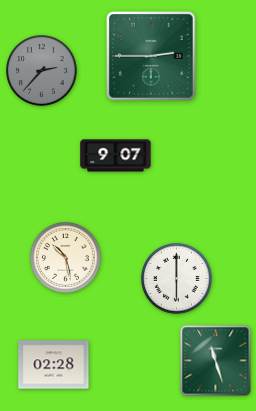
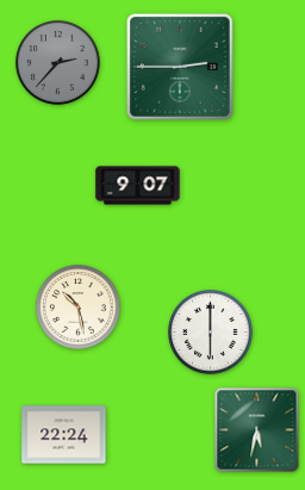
clock at (42, 71) position: (42, 71) -> (58, 63)
clock at (216, 361): 11:27 -> 5:32
clock at (54, 365): 02:28 -> 22:24
